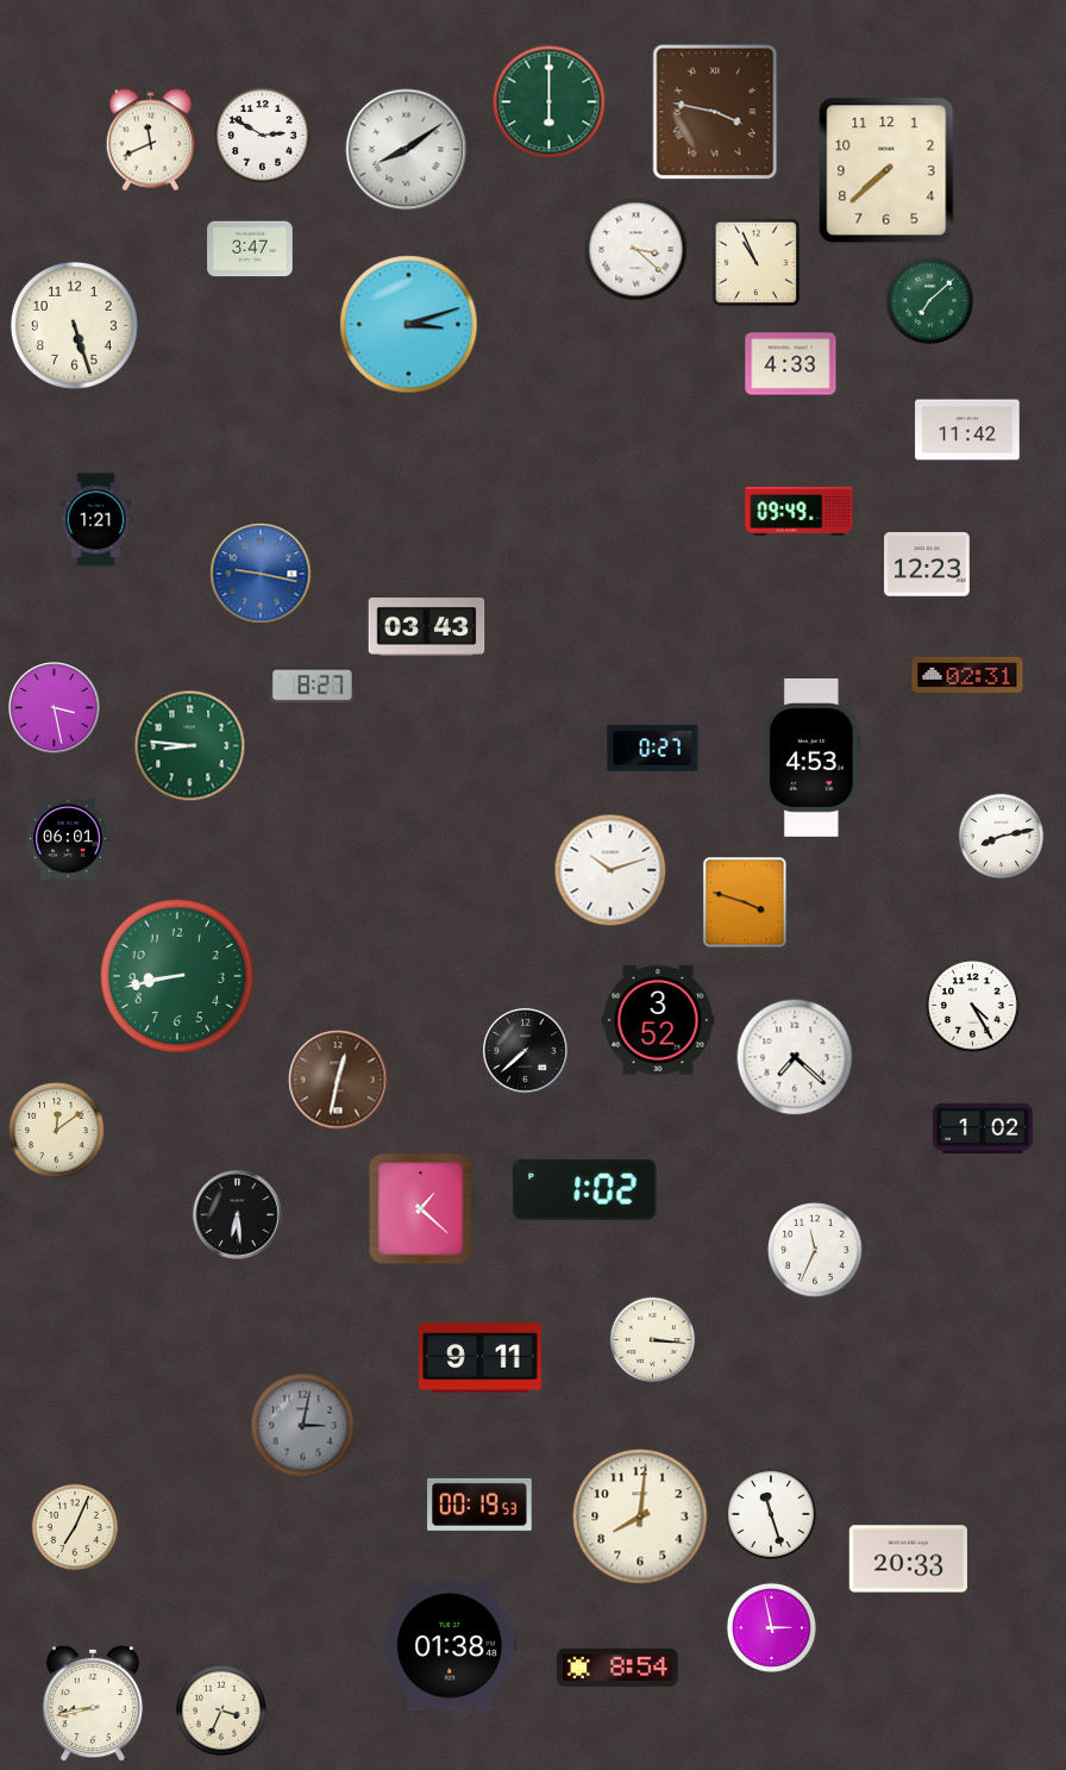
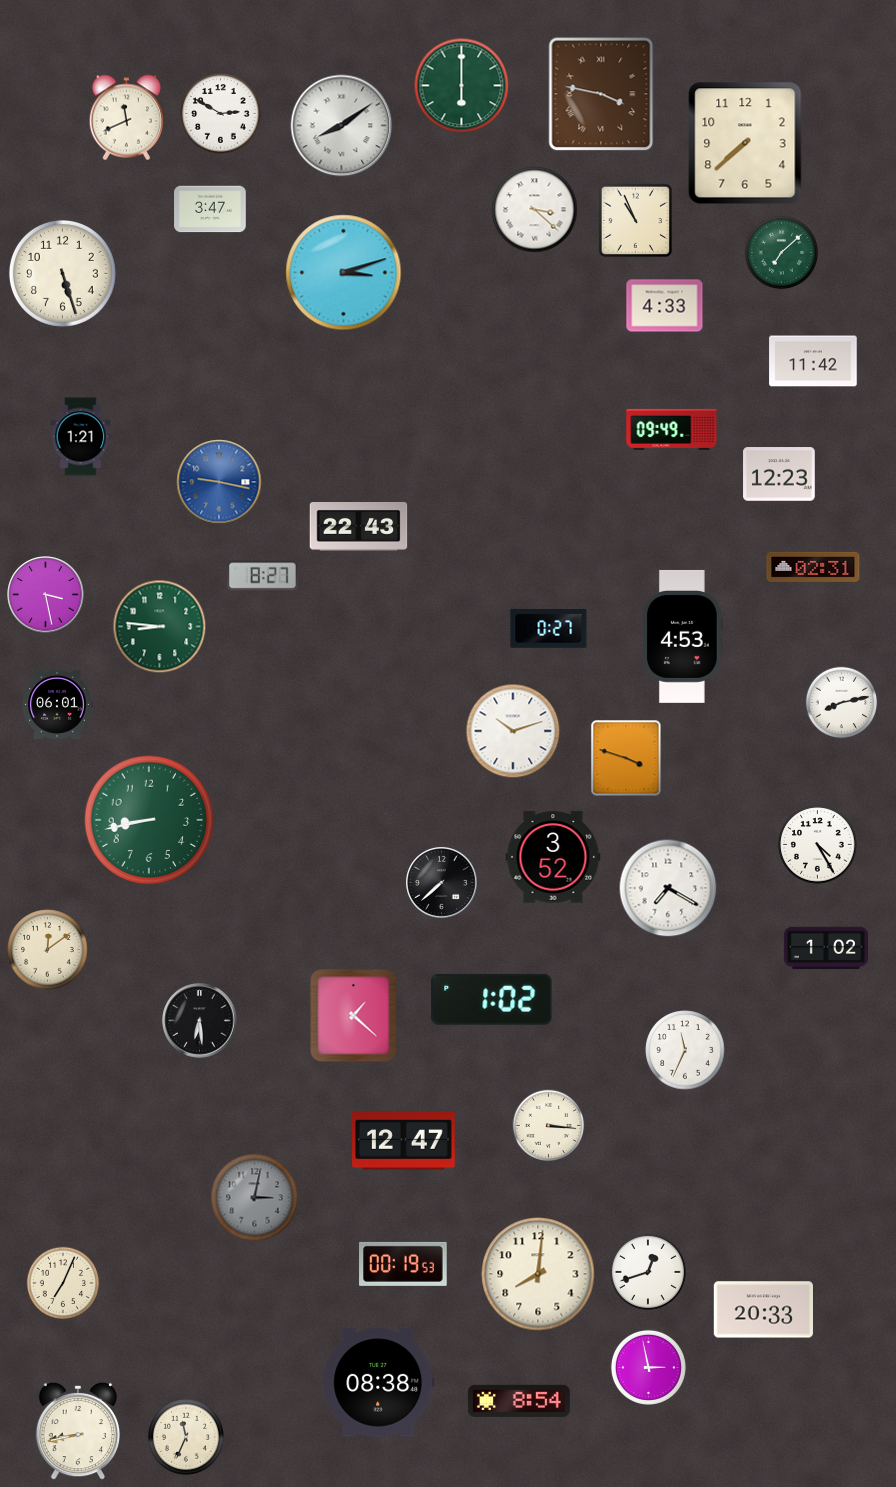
clock at (427, 627): 03:43 -> 22:43
clock at (795, 1057): 7:22 -> 7:20
clock at (338, 1080): 12:32 -> none
clock at (481, 1358): 9:11 -> 12:47
clock at (771, 1514): 11:27 -> 12:42
clock at (451, 1646): 01:38 -> 08:38
clock at (221, 1710): 3:34 -> 11:34
